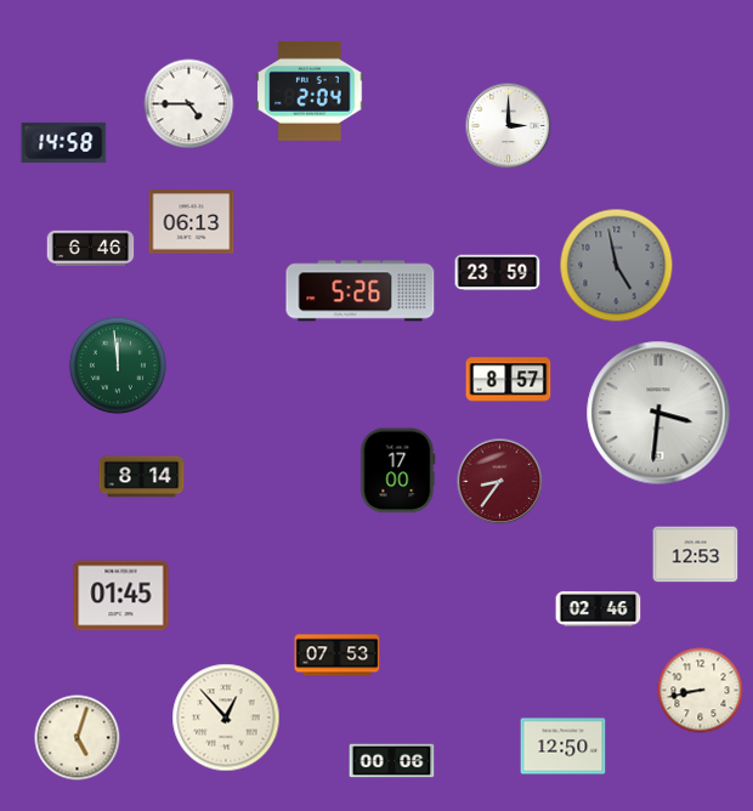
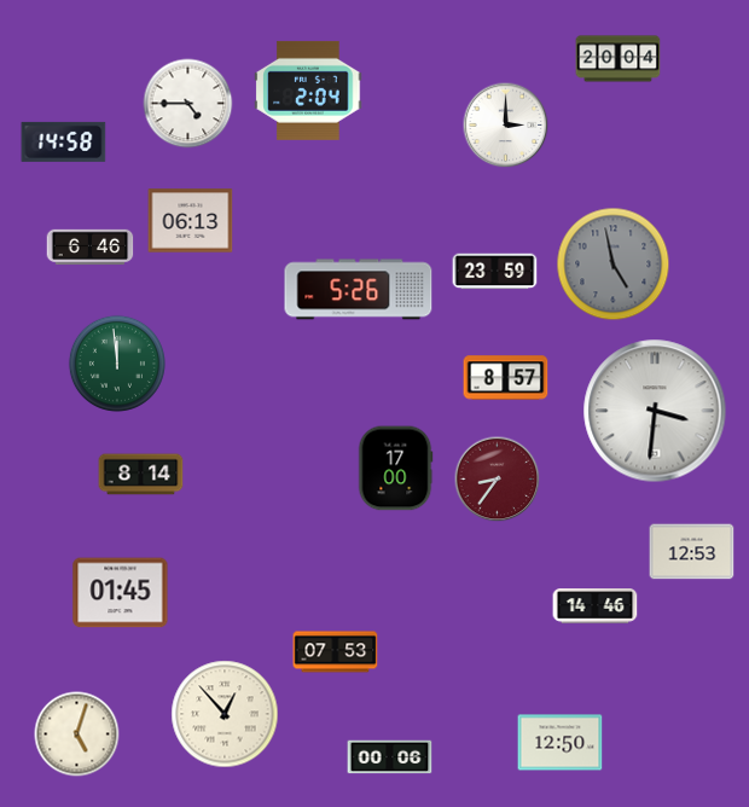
clock at (619, 59): none -> 20:04
clock at (599, 609): 02:46 -> 14:46
clock at (701, 691): 8:43 -> none
